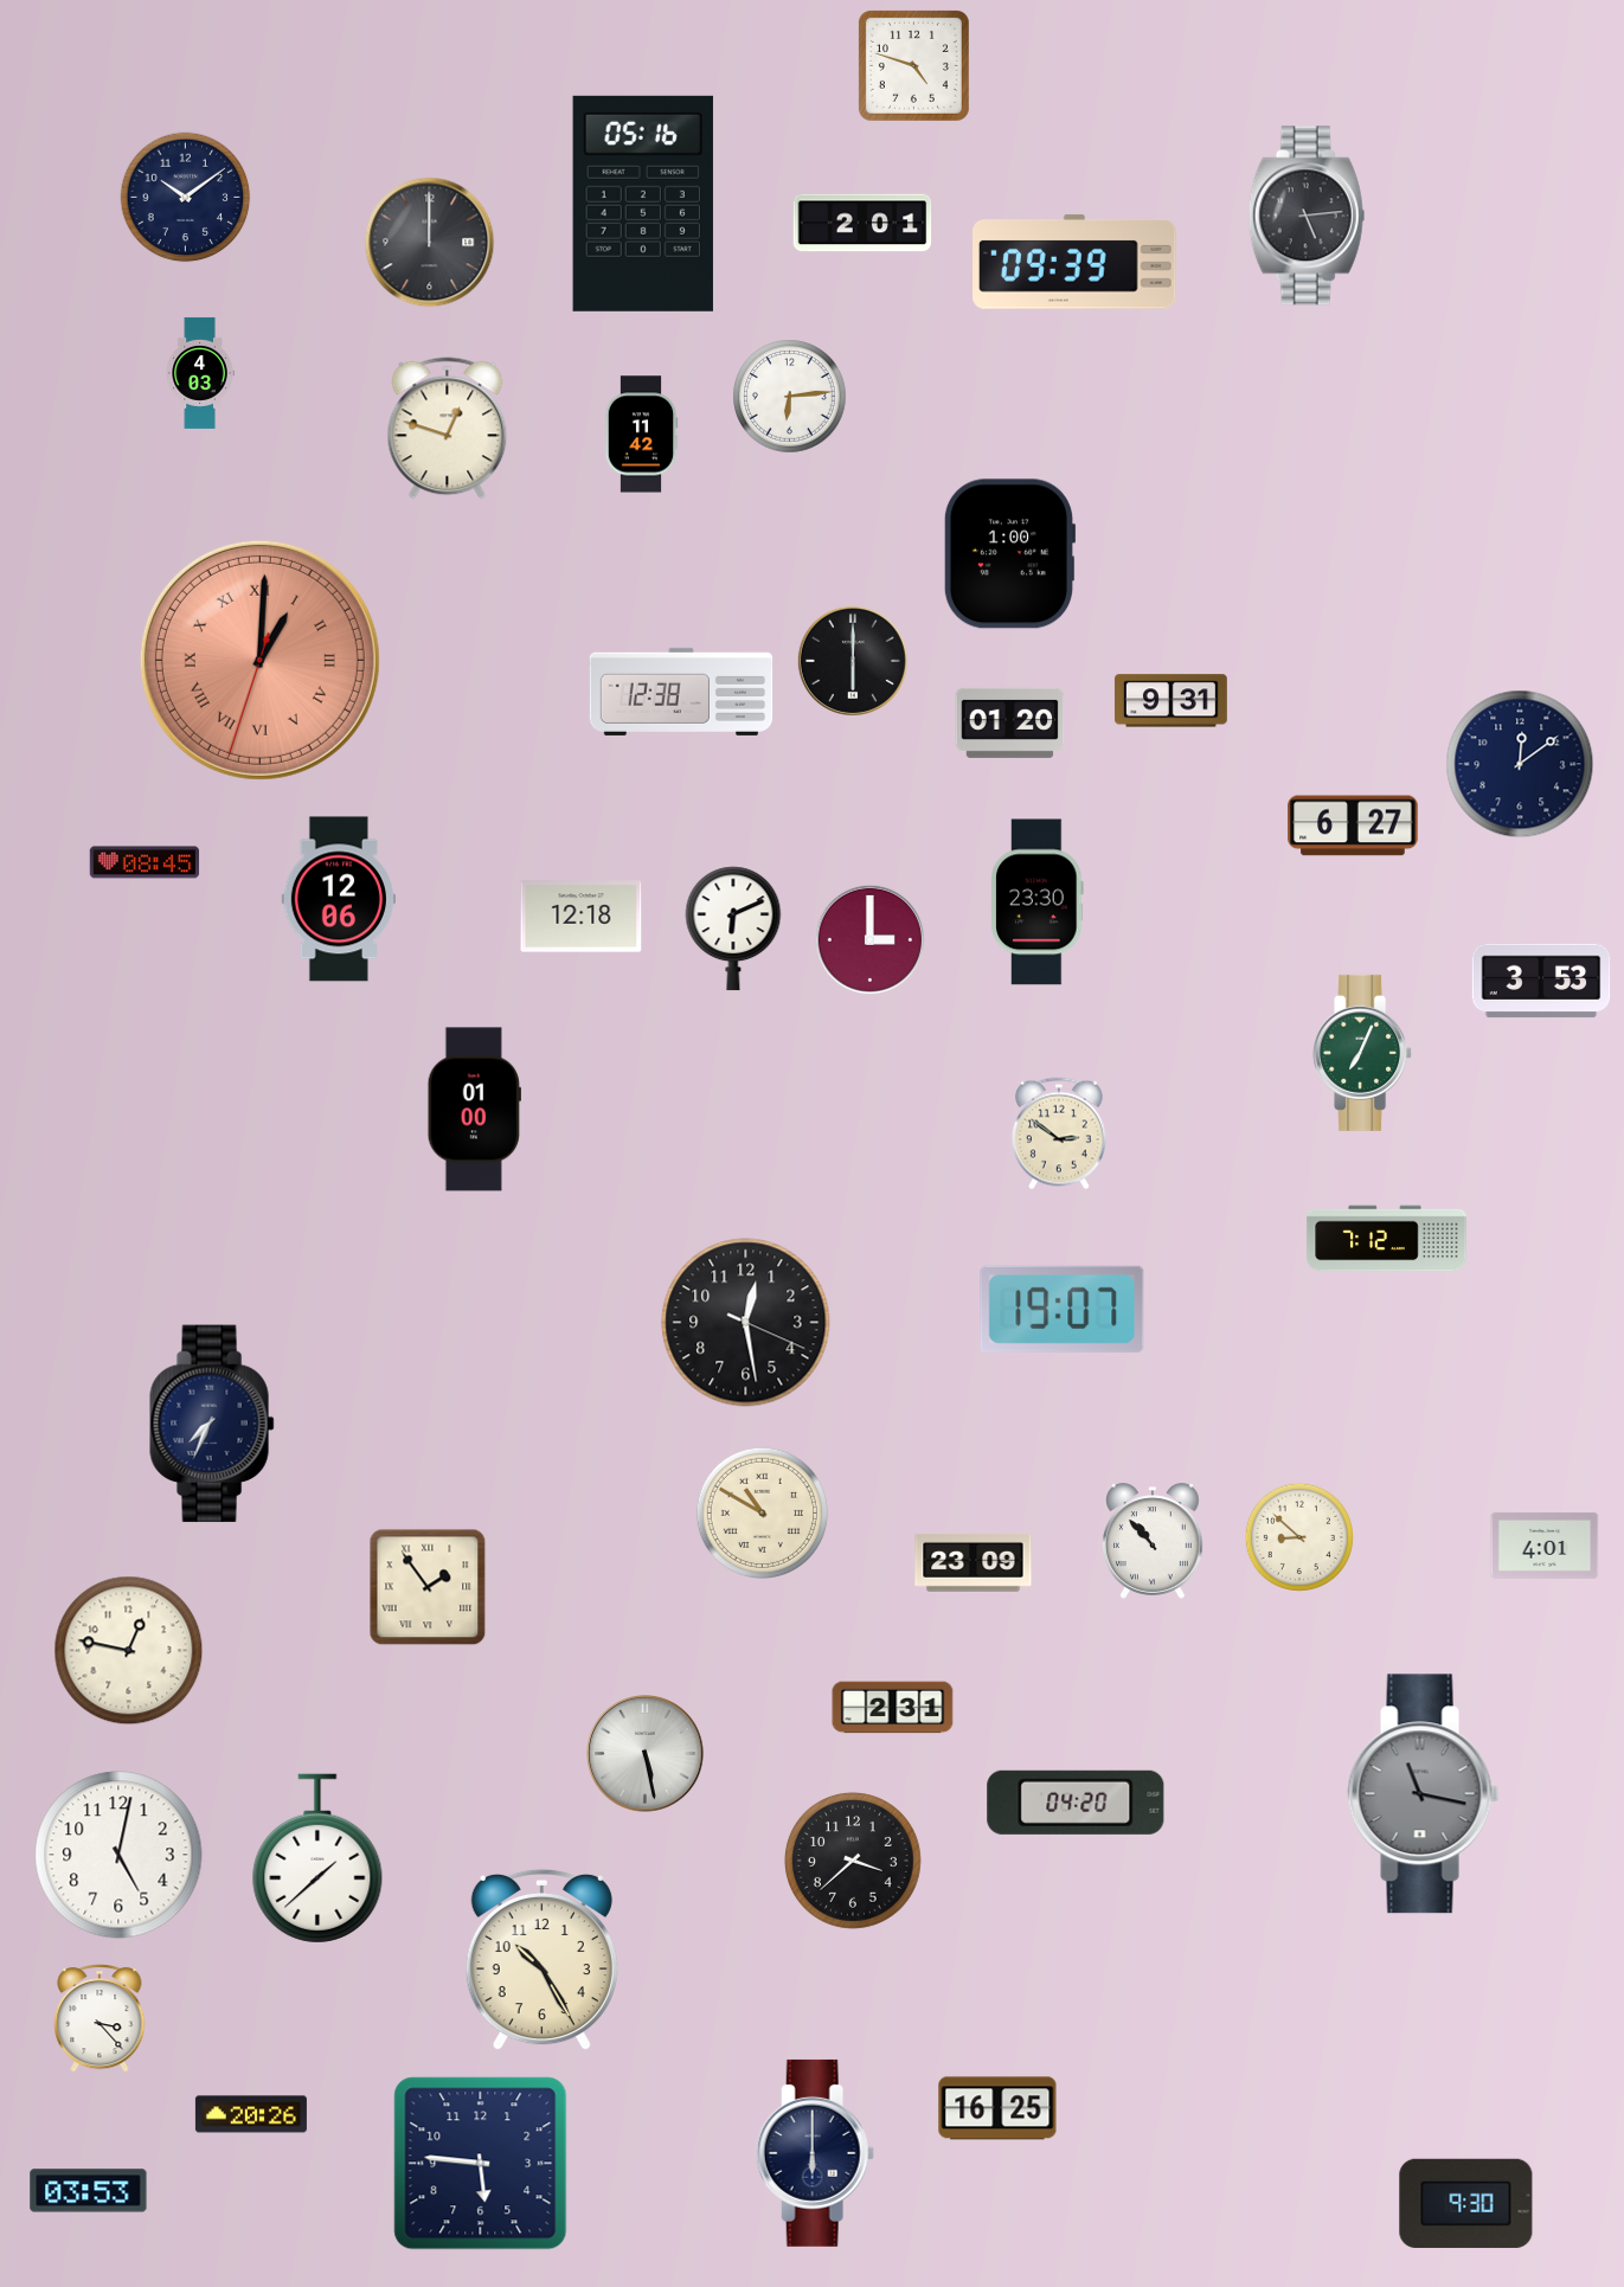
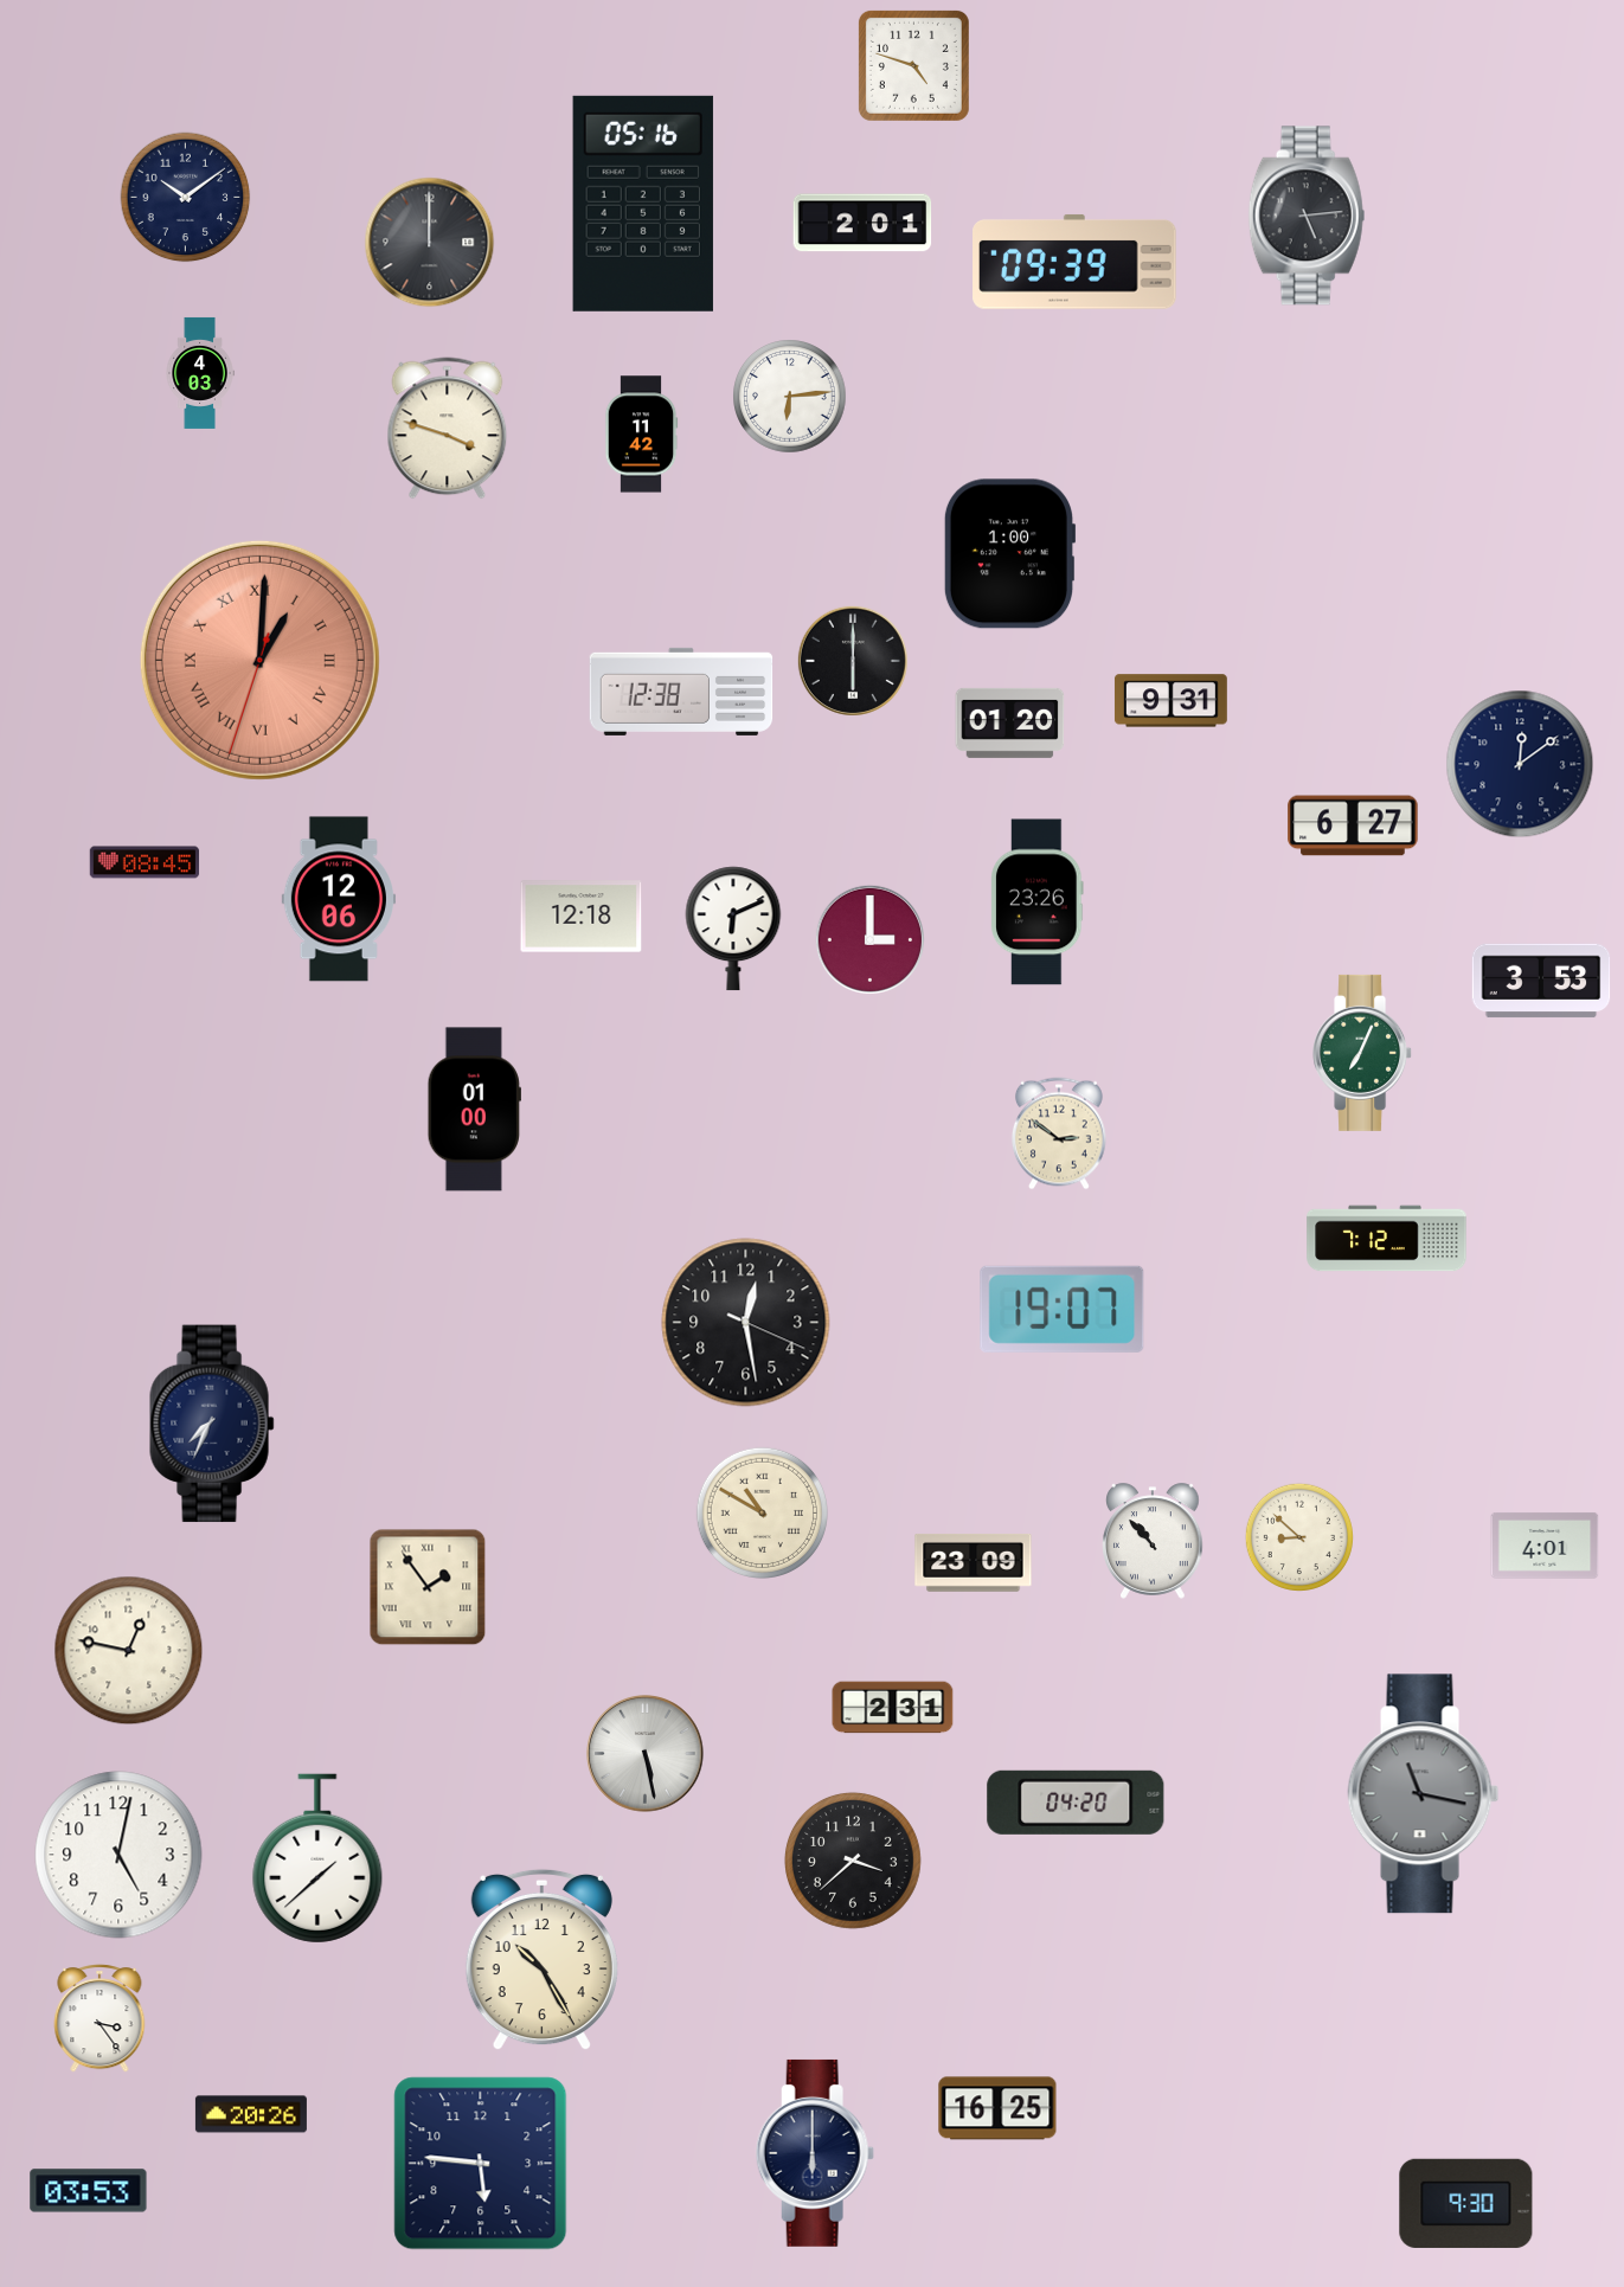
clock at (448, 429): 12:48 -> 3:48
clock at (1038, 902): 23:30 -> 23:26
clock at (100, 2018): 3:23 -> 3:24
